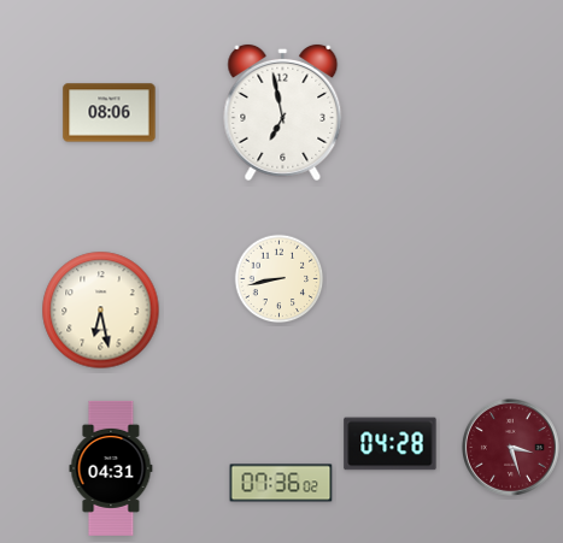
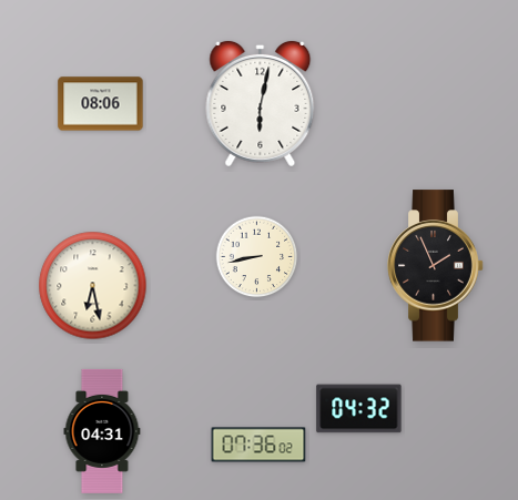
clock at (283, 112): 6:58 -> 6:02
clock at (436, 266): none -> 1:56
clock at (391, 444): 04:28 -> 04:32
clock at (510, 447): 3:27 -> none
